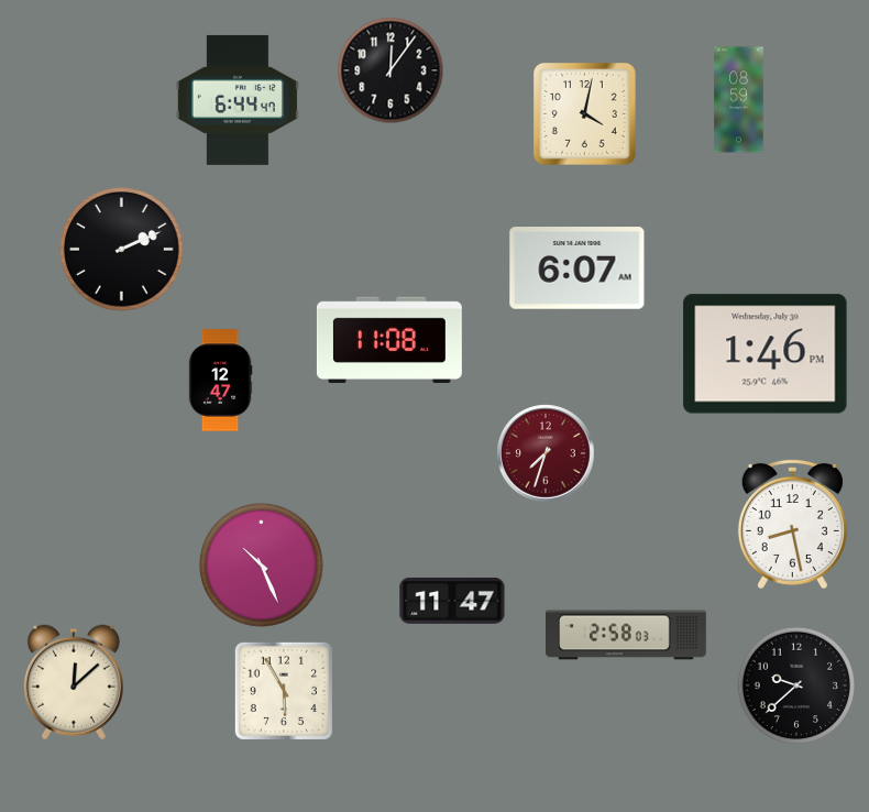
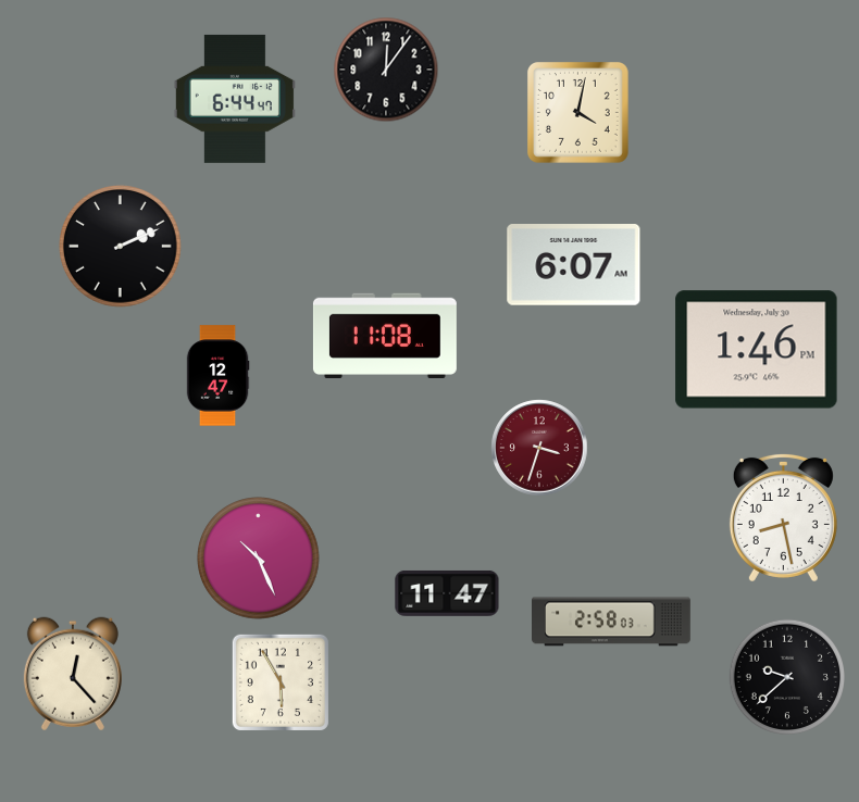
clock at (739, 100): 08:59 -> none
clock at (577, 268) position: (577, 268) -> (574, 265)
clock at (546, 453): 7:33 -> 3:33
clock at (627, 635) position: (627, 635) -> (612, 622)
clock at (74, 682): 12:08 -> 12:23
